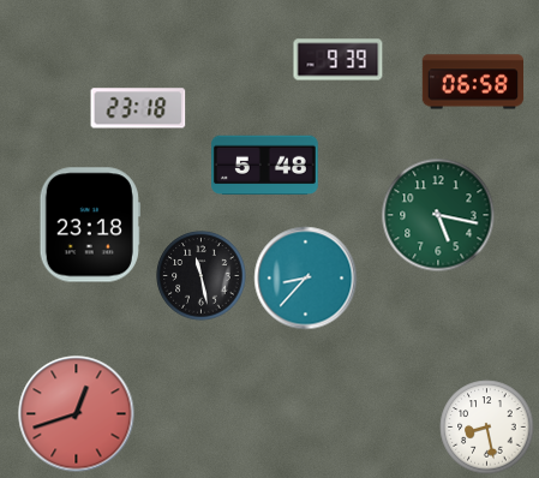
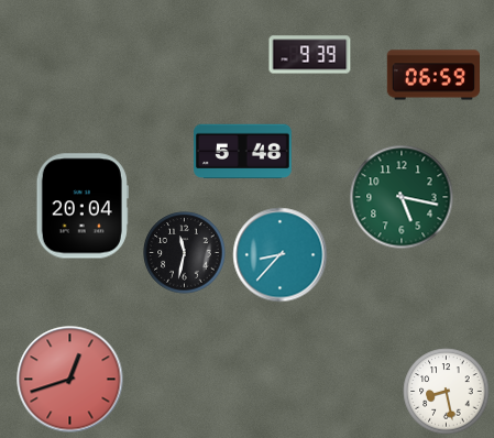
clock at (472, 82): 06:58 -> 06:59
clock at (138, 108): 23:18 -> none
clock at (90, 225): 23:18 -> 20:04
clock at (202, 276): 11:28 -> 11:32
